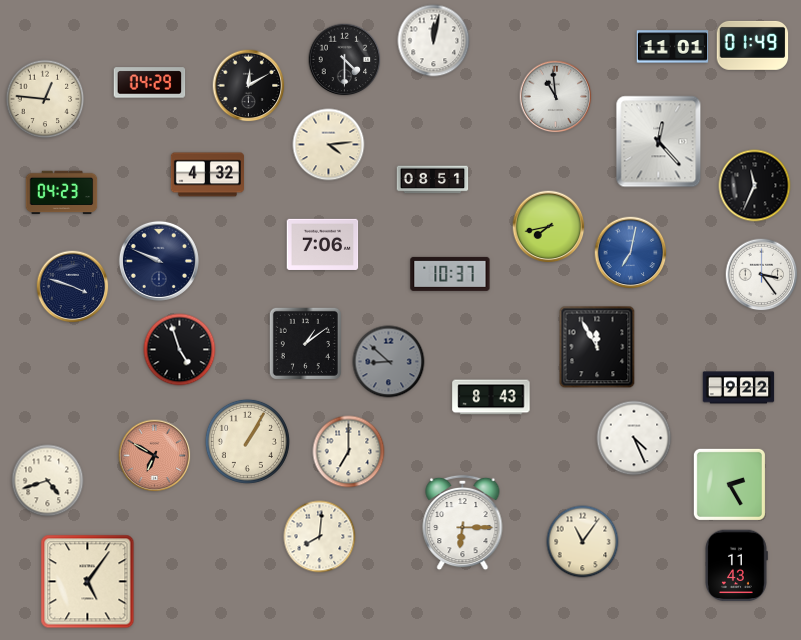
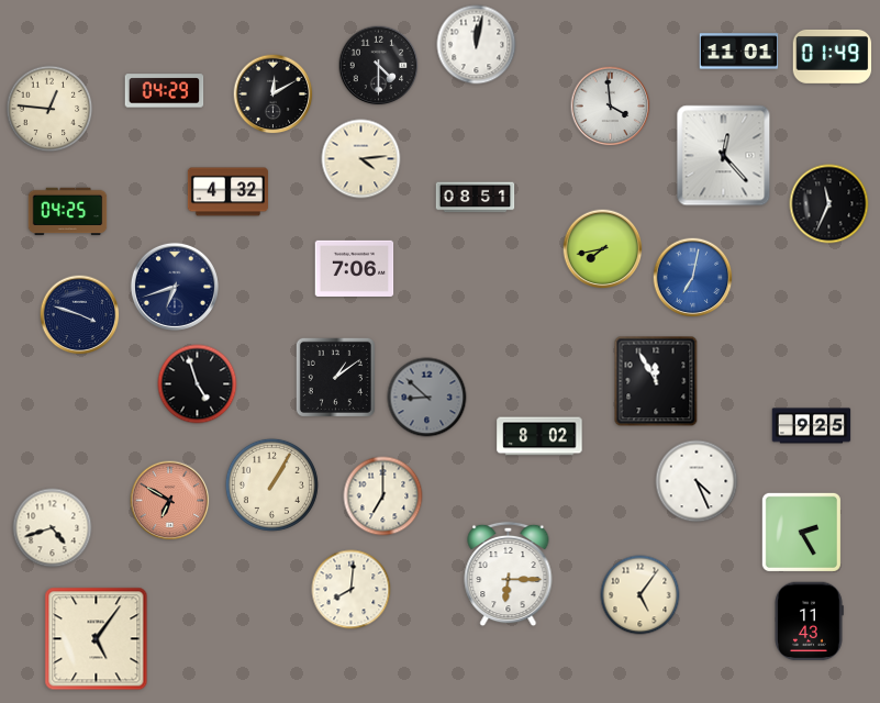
clock at (753, 45) position: (753, 45) -> (833, 56)
clock at (556, 97): 10:59 -> 3:59
clock at (62, 193): 04:23 -> 04:25
clock at (159, 261): 9:49 -> 6:42
clock at (450, 274): 10:37 -> none
clock at (762, 275): 3:24 -> none
clock at (739, 388): 9:22 -> 9:25
clock at (491, 397): 8:43 -> 8:02
clock at (583, 542): 11:06 -> 5:06
